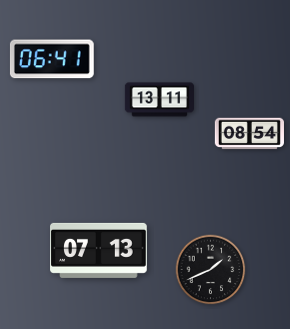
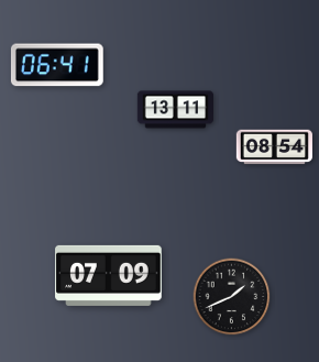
clock at (99, 250): 07:13 -> 07:09
